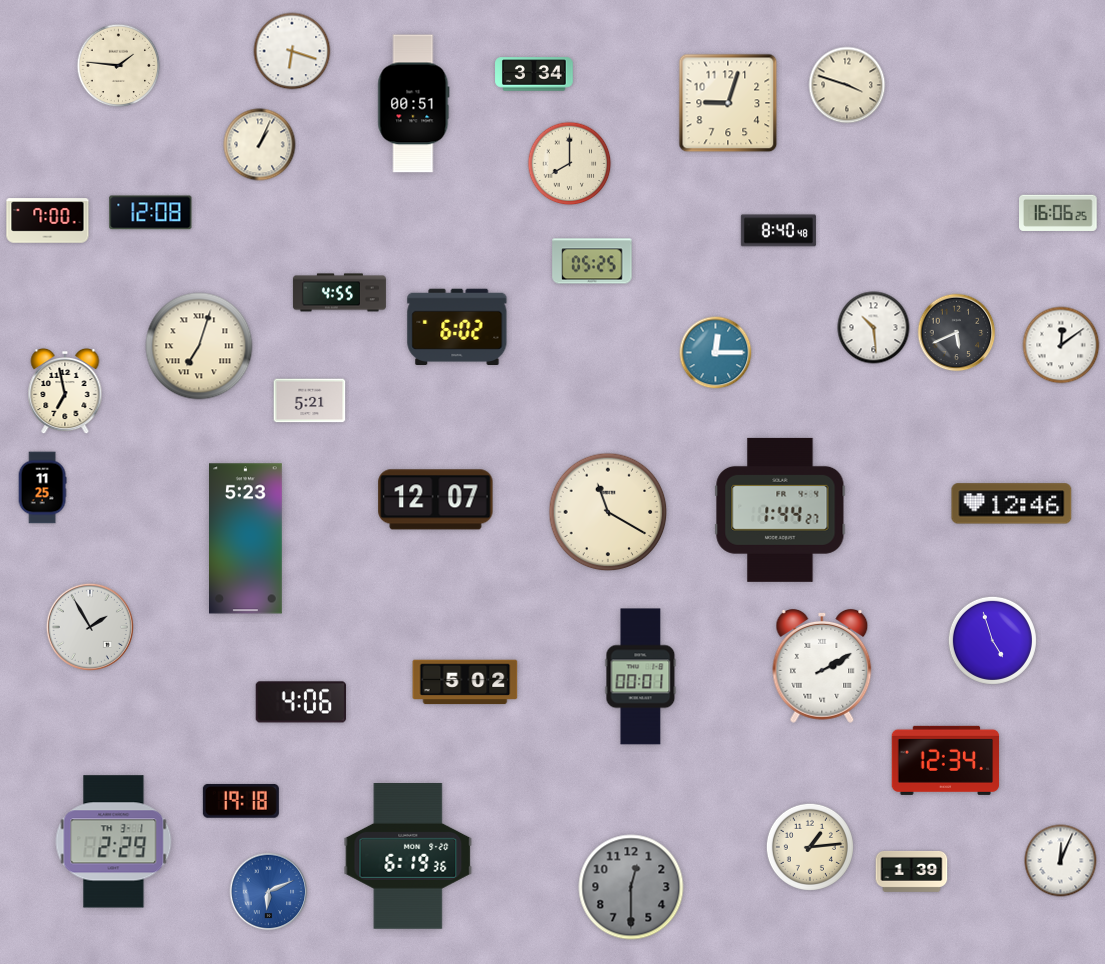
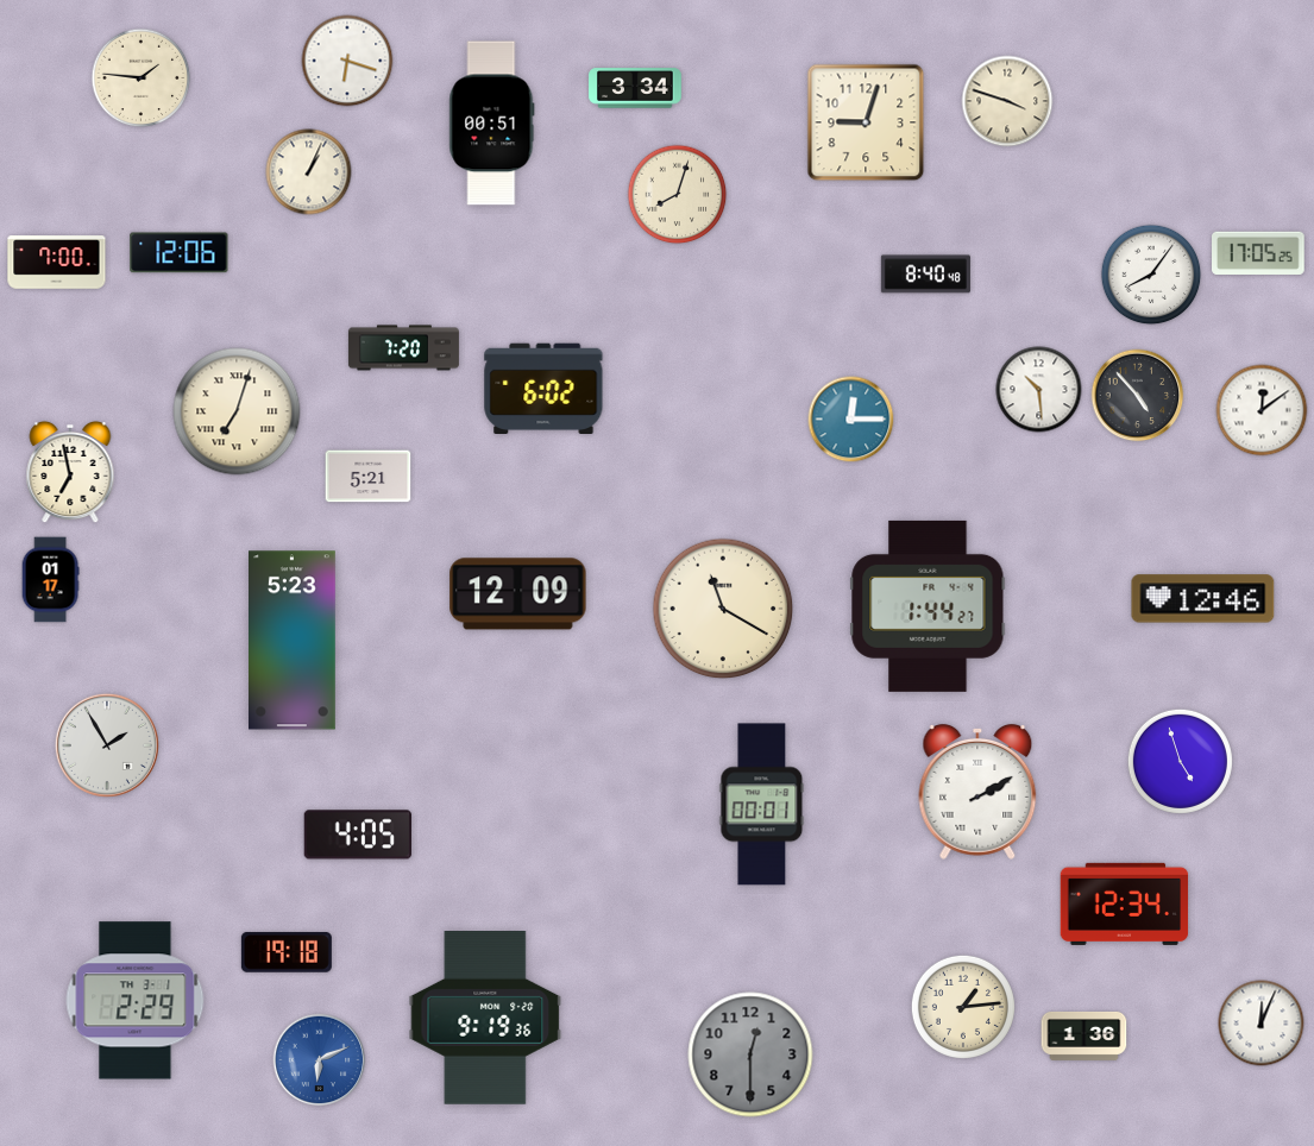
clock at (570, 164): 8:00 -> 8:03
clock at (151, 213): 12:08 -> 12:06
clock at (1059, 213): 16:06 -> 17:05
clock at (1151, 275): none -> 8:06
clock at (592, 261): 05:25 -> none
clock at (339, 293): 4:55 -> 7:20
clock at (957, 333): 5:41 -> 4:53
clock at (65, 391) position: (65, 391) -> (70, 472)
clock at (42, 488): 11:25 -> 01:17
clock at (436, 500): 12:07 -> 12:09
clock at (465, 682): 5:02 -> none
clock at (300, 702): 4:06 -> 4:05
clock at (408, 857): 6:19 -> 9:19
clock at (912, 871): 1:39 -> 1:36
